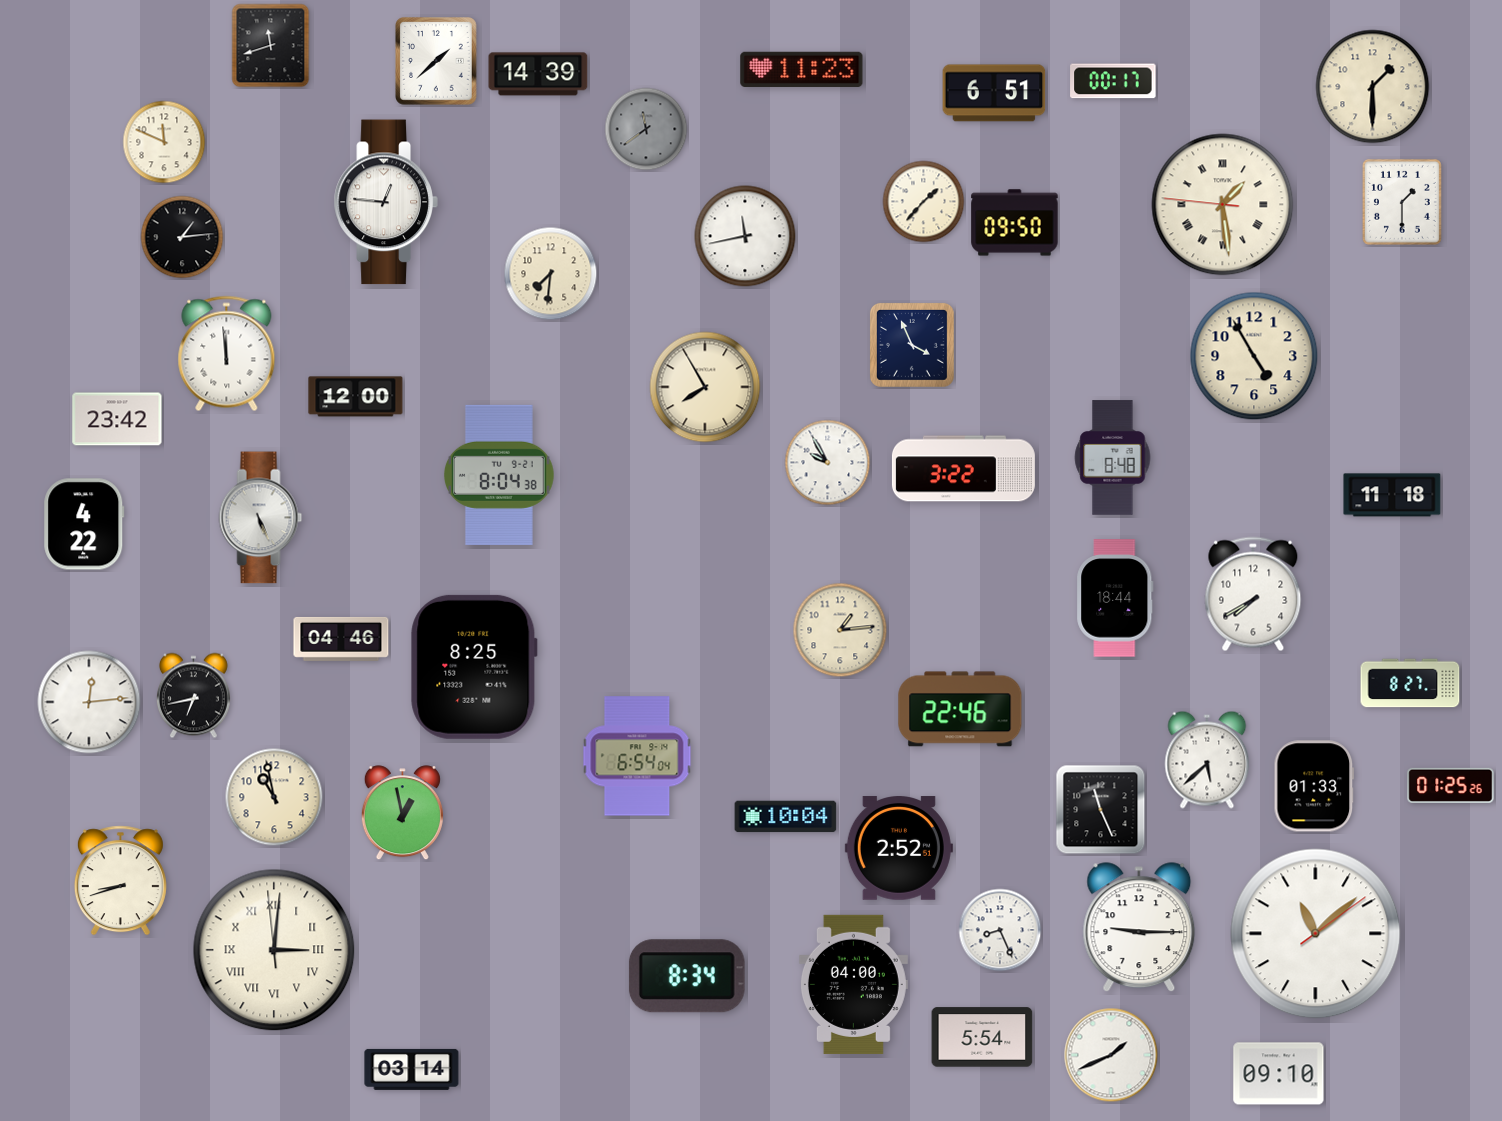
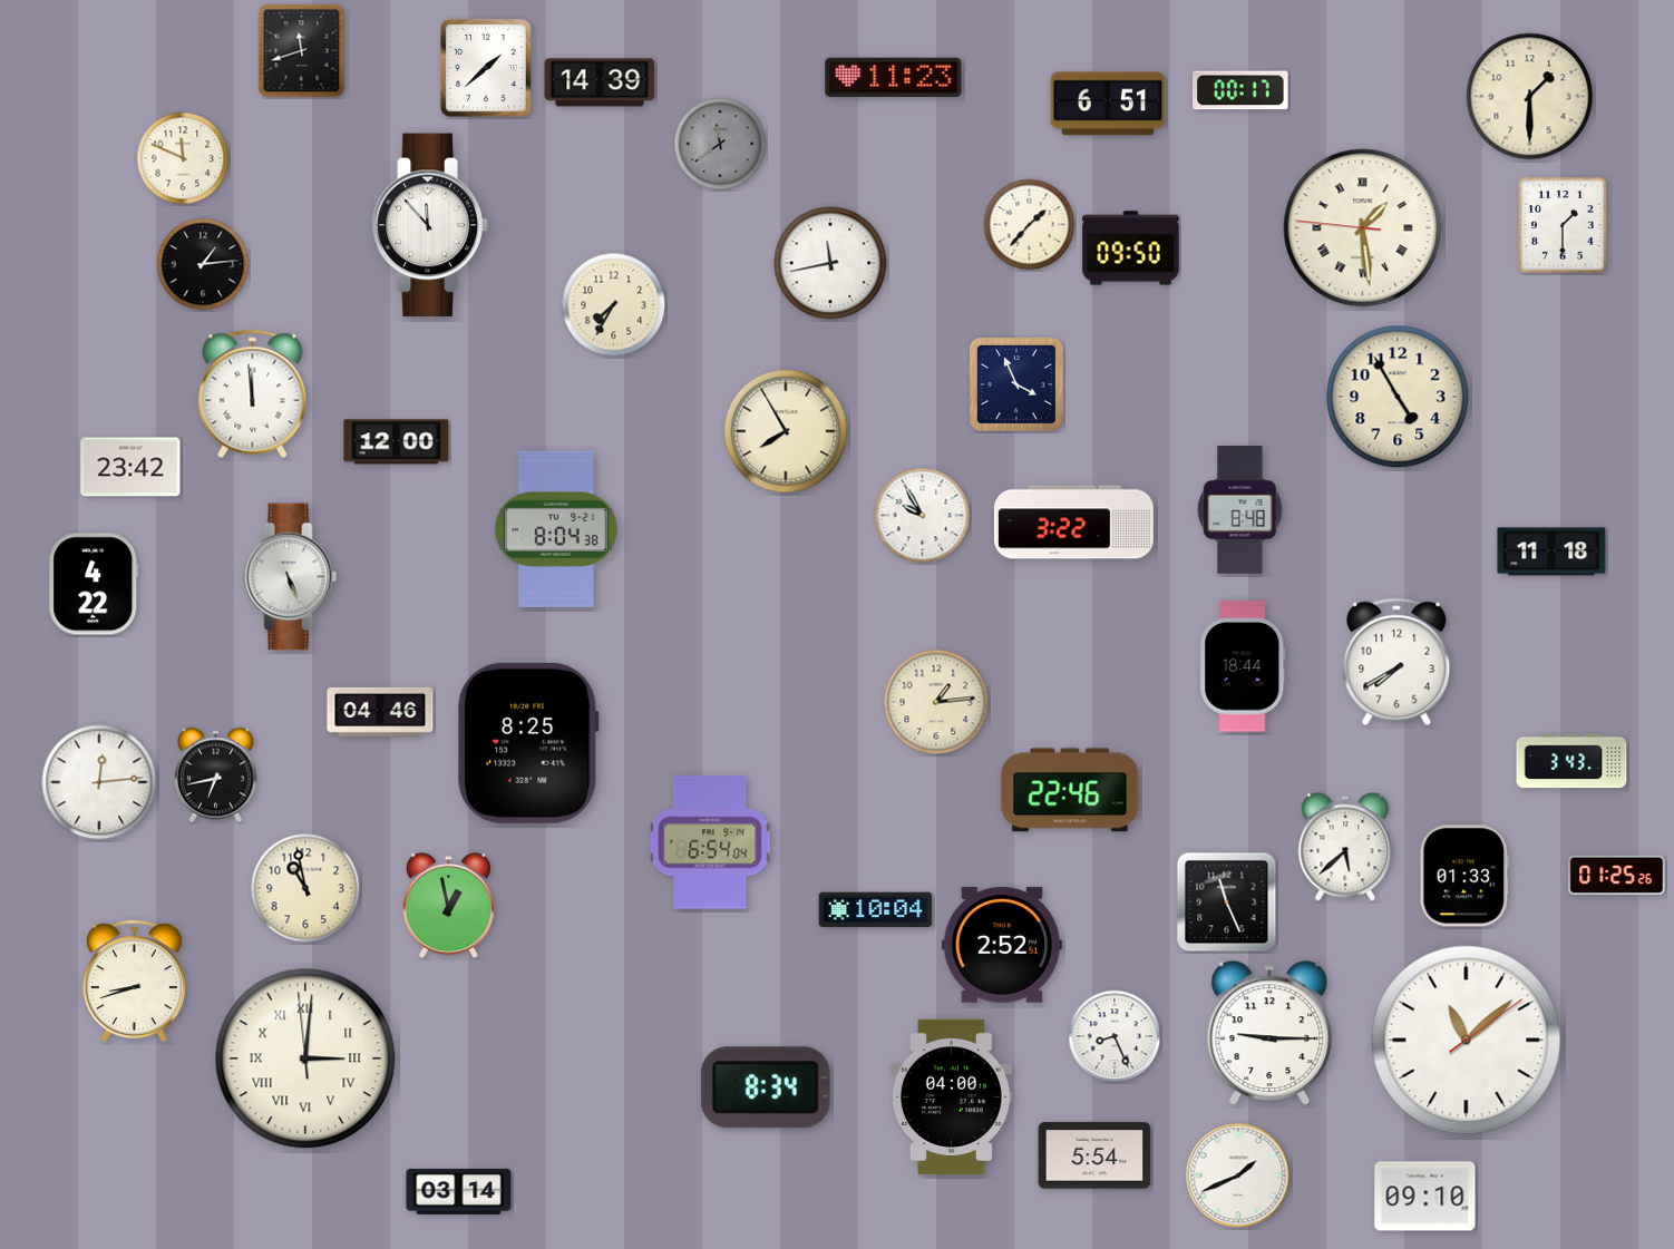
clock at (386, 202): 12:46 -> 11:53
clock at (551, 274): 7:31 -> 7:35
clock at (1410, 683): 8:27 -> 3:43
